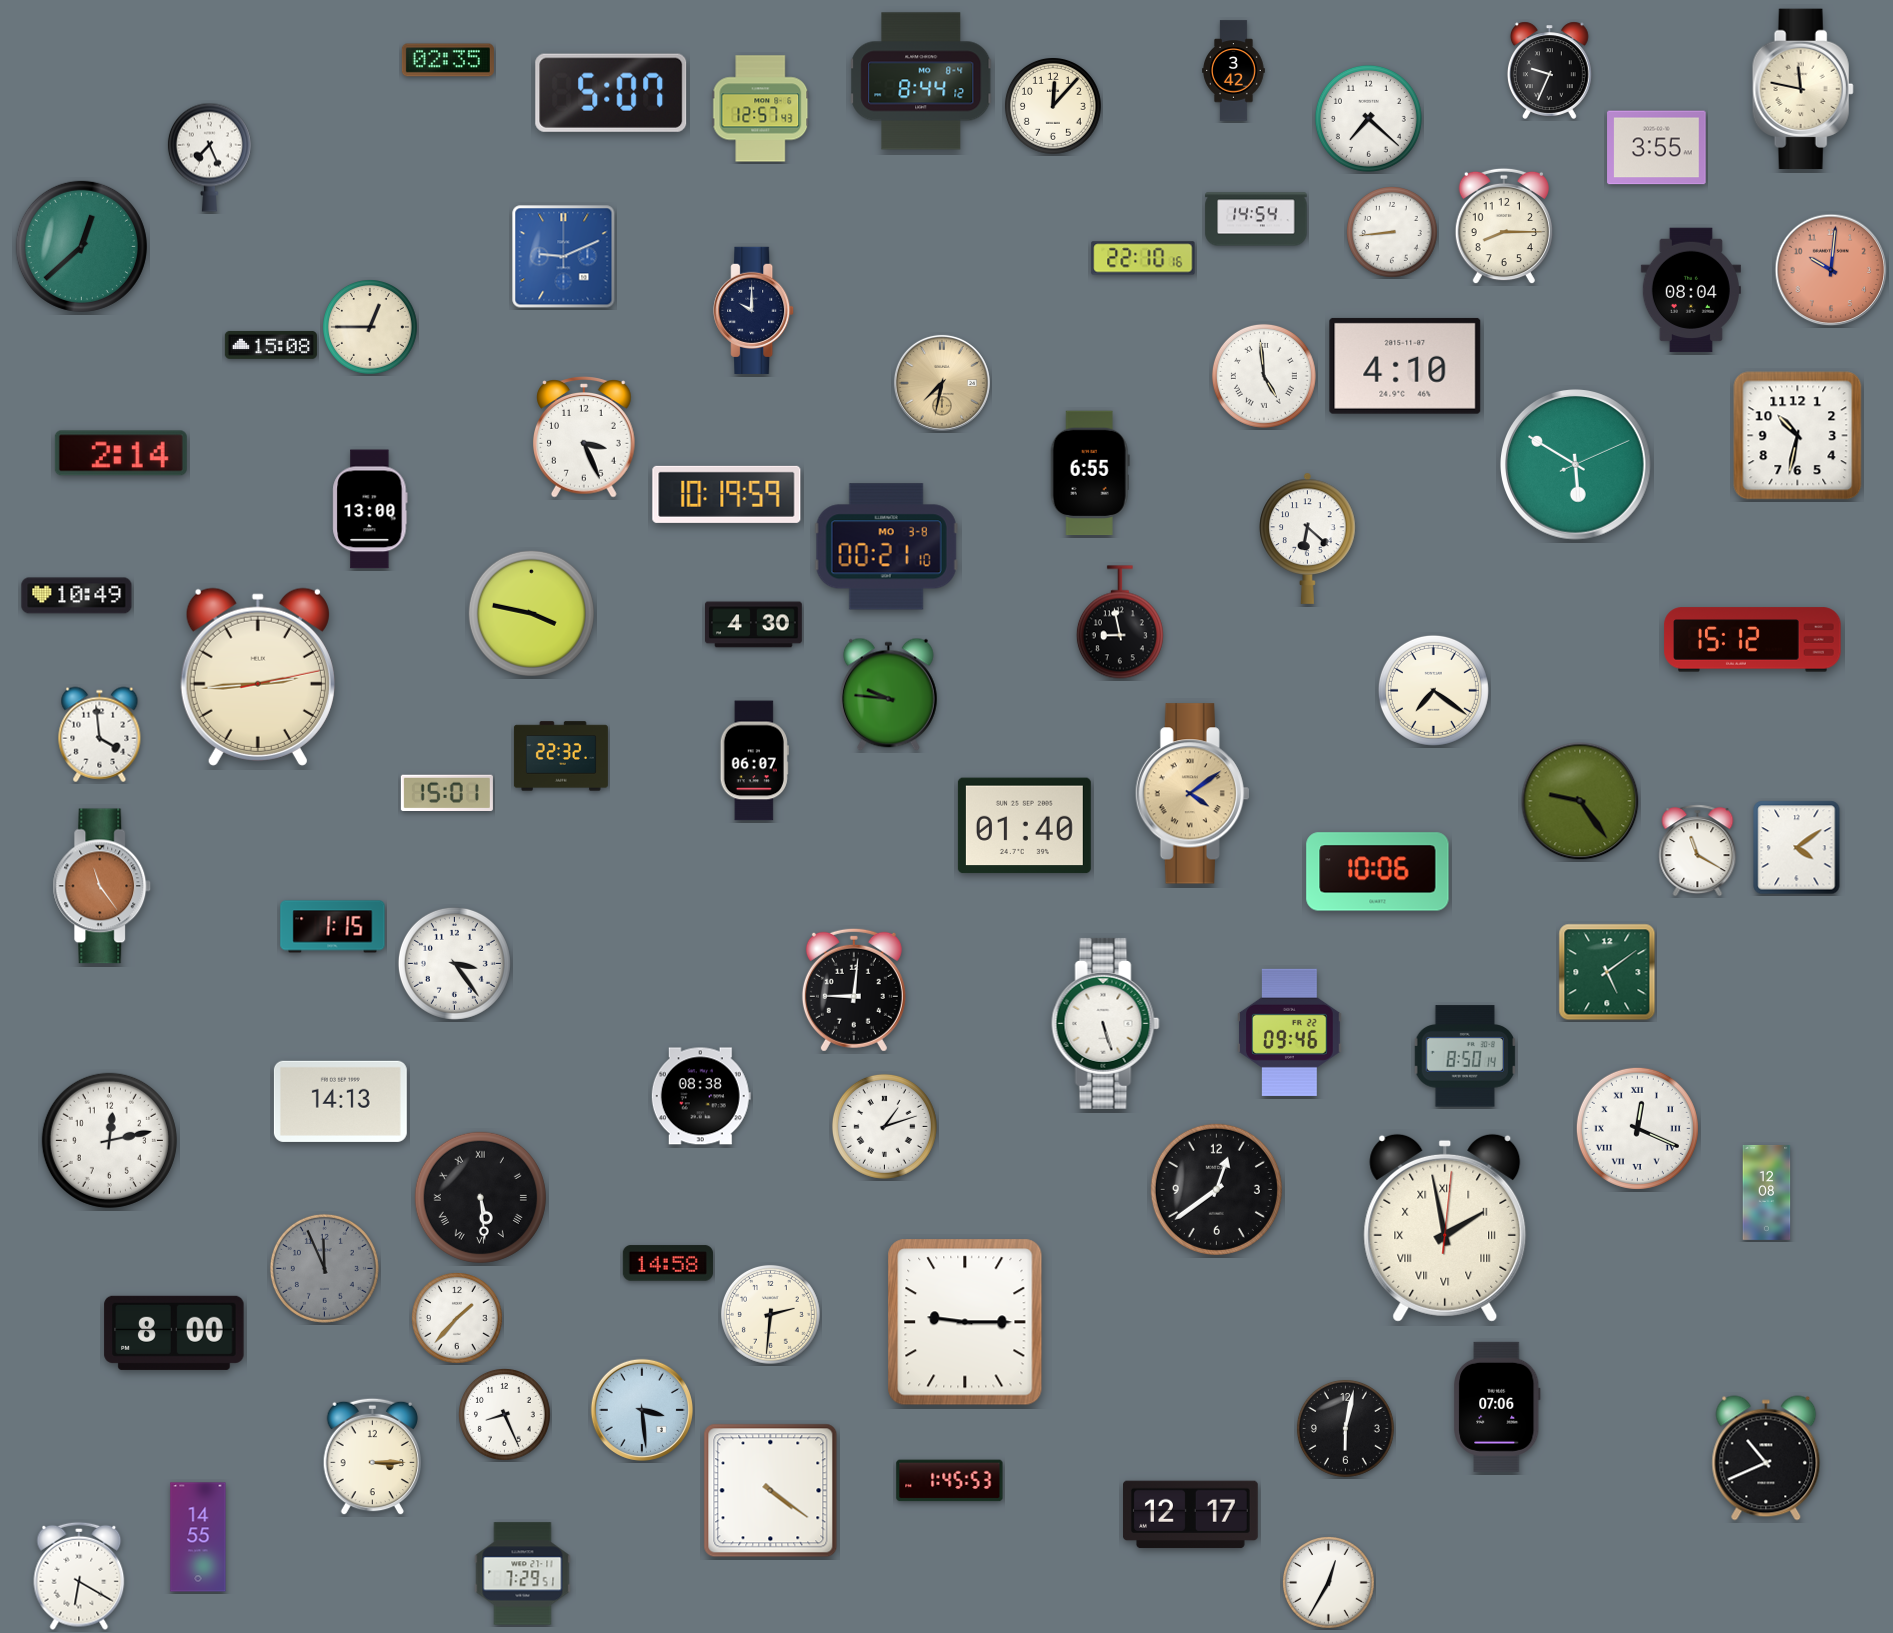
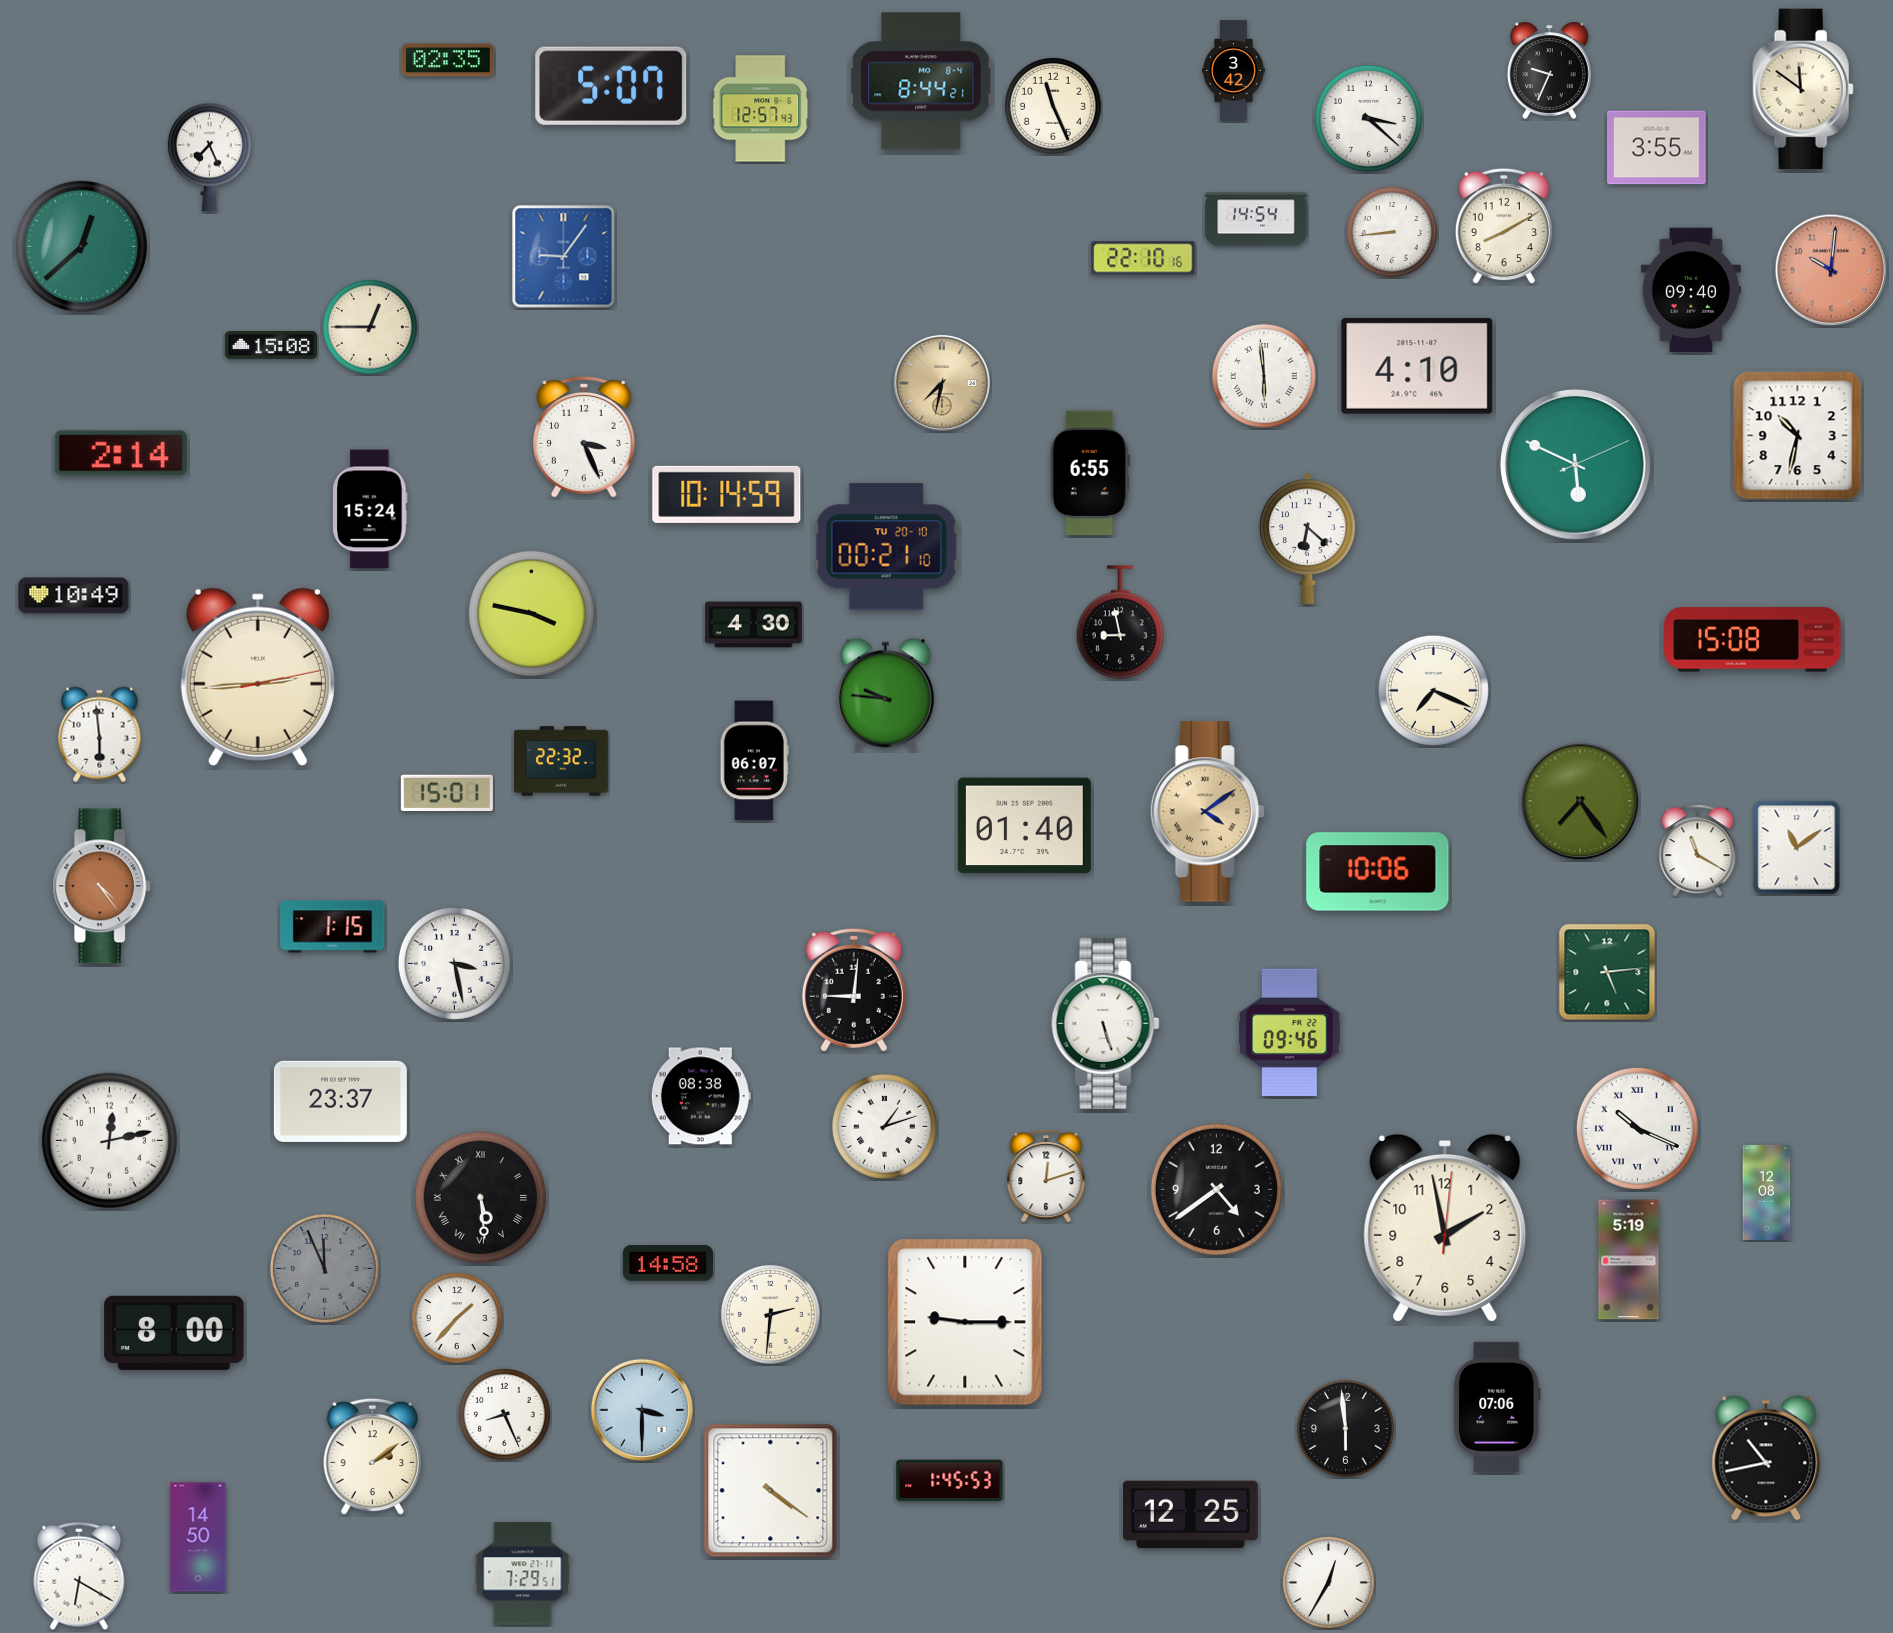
clock at (922, 81): 8:44:12 -> 8:44:21
clock at (1803, 89): 11:47 -> 11:51
clock at (611, 93) position: (611, 93) -> (611, 86)
clock at (1054, 107): 12:07 -> 11:26
clock at (1368, 118): 7:22 -> 3:22
clock at (1504, 226): 8:15 -> 8:10
clock at (564, 257): 9:11 -> 9:06
clock at (1691, 290): 08:04 -> 09:40
clock at (754, 310): 10:00 -> none
clock at (1405, 366) position: (1405, 366) -> (1417, 366)
clock at (1264, 376): 4:59 -> 5:59
clock at (1576, 465): 5:50 -> 5:49
clock at (727, 494): 10:19 -> 10:14
clock at (370, 509): 13:00 -> 15:24
clock at (886, 547) date: MO 3-8 -> TU 20-10
clock at (77, 596) position: (77, 596) -> (74, 596)
clock at (1753, 640): 15:12 -> 15:08
clock at (1433, 690): 7:21 -> 7:19
clock at (888, 695) position: (888, 695) -> (885, 695)
clock at (100, 735): 3:59 -> 5:59
clock at (561, 756) position: (561, 756) -> (561, 761)
clock at (1192, 794) position: (1192, 794) -> (1207, 812)
clock at (1580, 801): 9:24 -> 7:24
clock at (1797, 848): 4:09 -> 11:09
clock at (102, 886): 11:24 -> 4:24
clock at (454, 963): 3:24 -> 3:28
clock at (1607, 972): 5:09 -> 5:14
clock at (1465, 1056): 8:50 -> none
clock at (340, 1101): 14:13 -> 23:37
clock at (1637, 1128): 12:19 -> 10:19
clock at (1046, 1177): none -> 12:12
clock at (1216, 1189): 12:39 -> 4:39
clock at (1445, 1228) numerals: Roman -> Arabic
clock at (1629, 1260): none -> 5:19
clock at (642, 1410): 3:29 -> 3:30
clock at (1345, 1428): 6:02 -> 5:59
clock at (373, 1457): 3:15 -> 2:09
clock at (1766, 1458): 10:41 -> 10:43
clock at (1191, 1515): 12:17 -> 12:25
clock at (198, 1537): 14:55 -> 14:50
